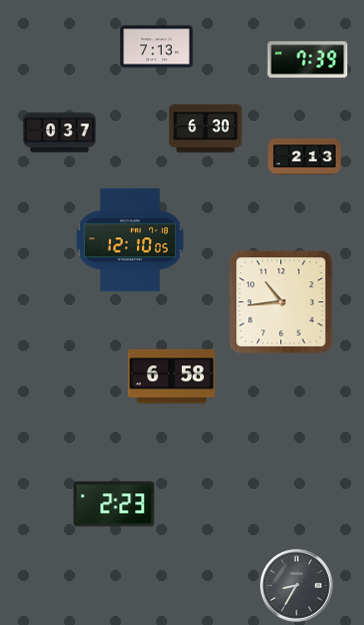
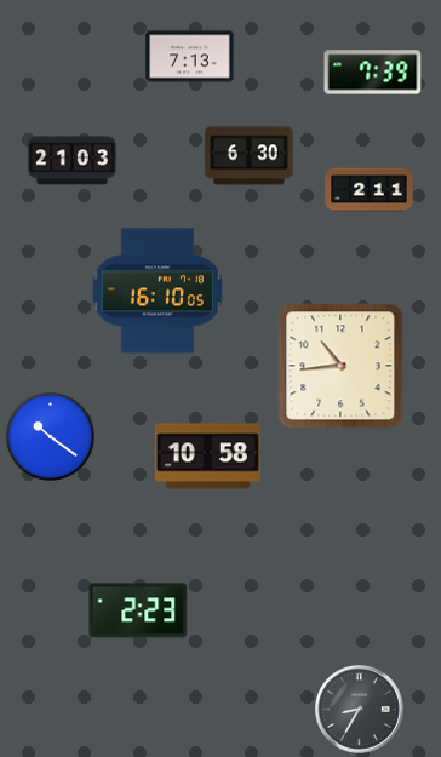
clock at (60, 133): 0:37 -> 21:03
clock at (305, 157): 2:13 -> 2:11
clock at (130, 240): 12:10 -> 16:10
clock at (50, 436): none -> 10:21
clock at (171, 377): 6:58 -> 10:58
